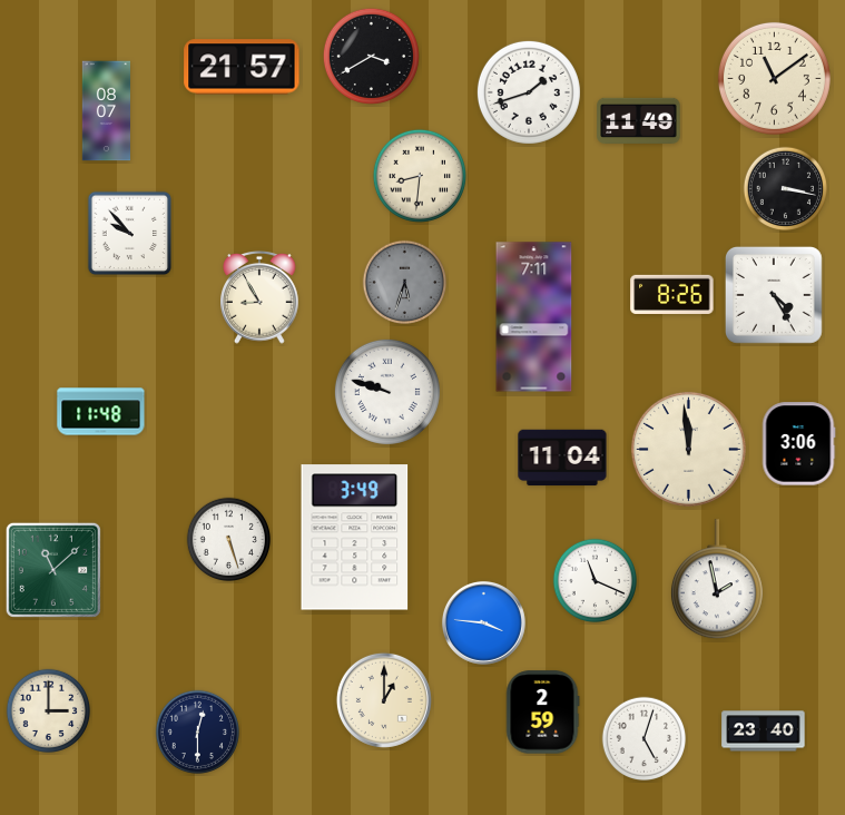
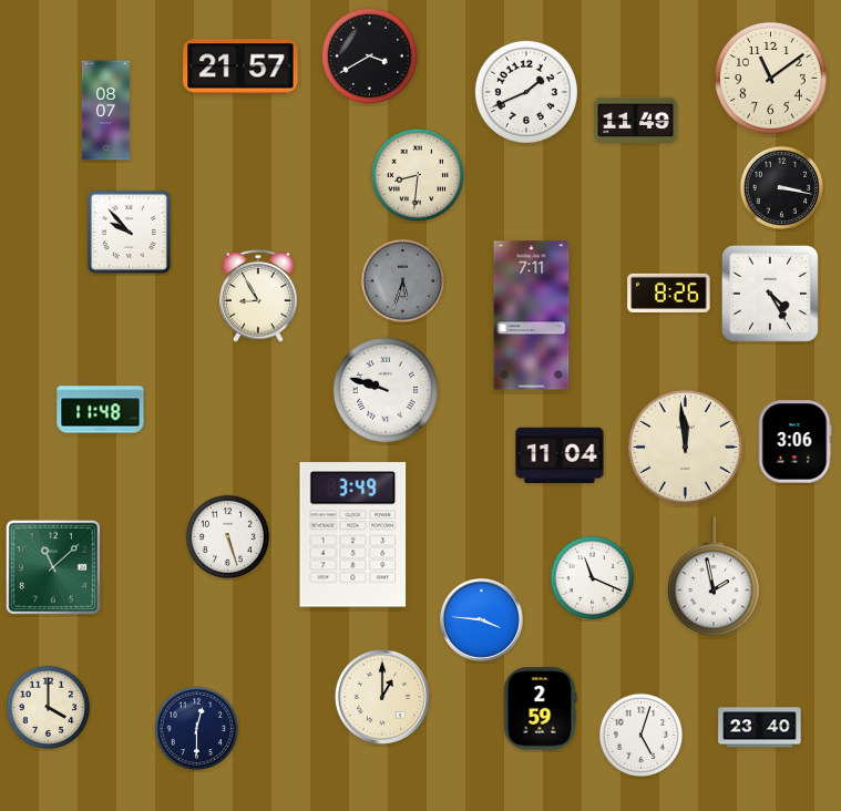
clock at (529, 92): 1:42 -> 1:41
clock at (49, 711): 3:00 -> 4:00
